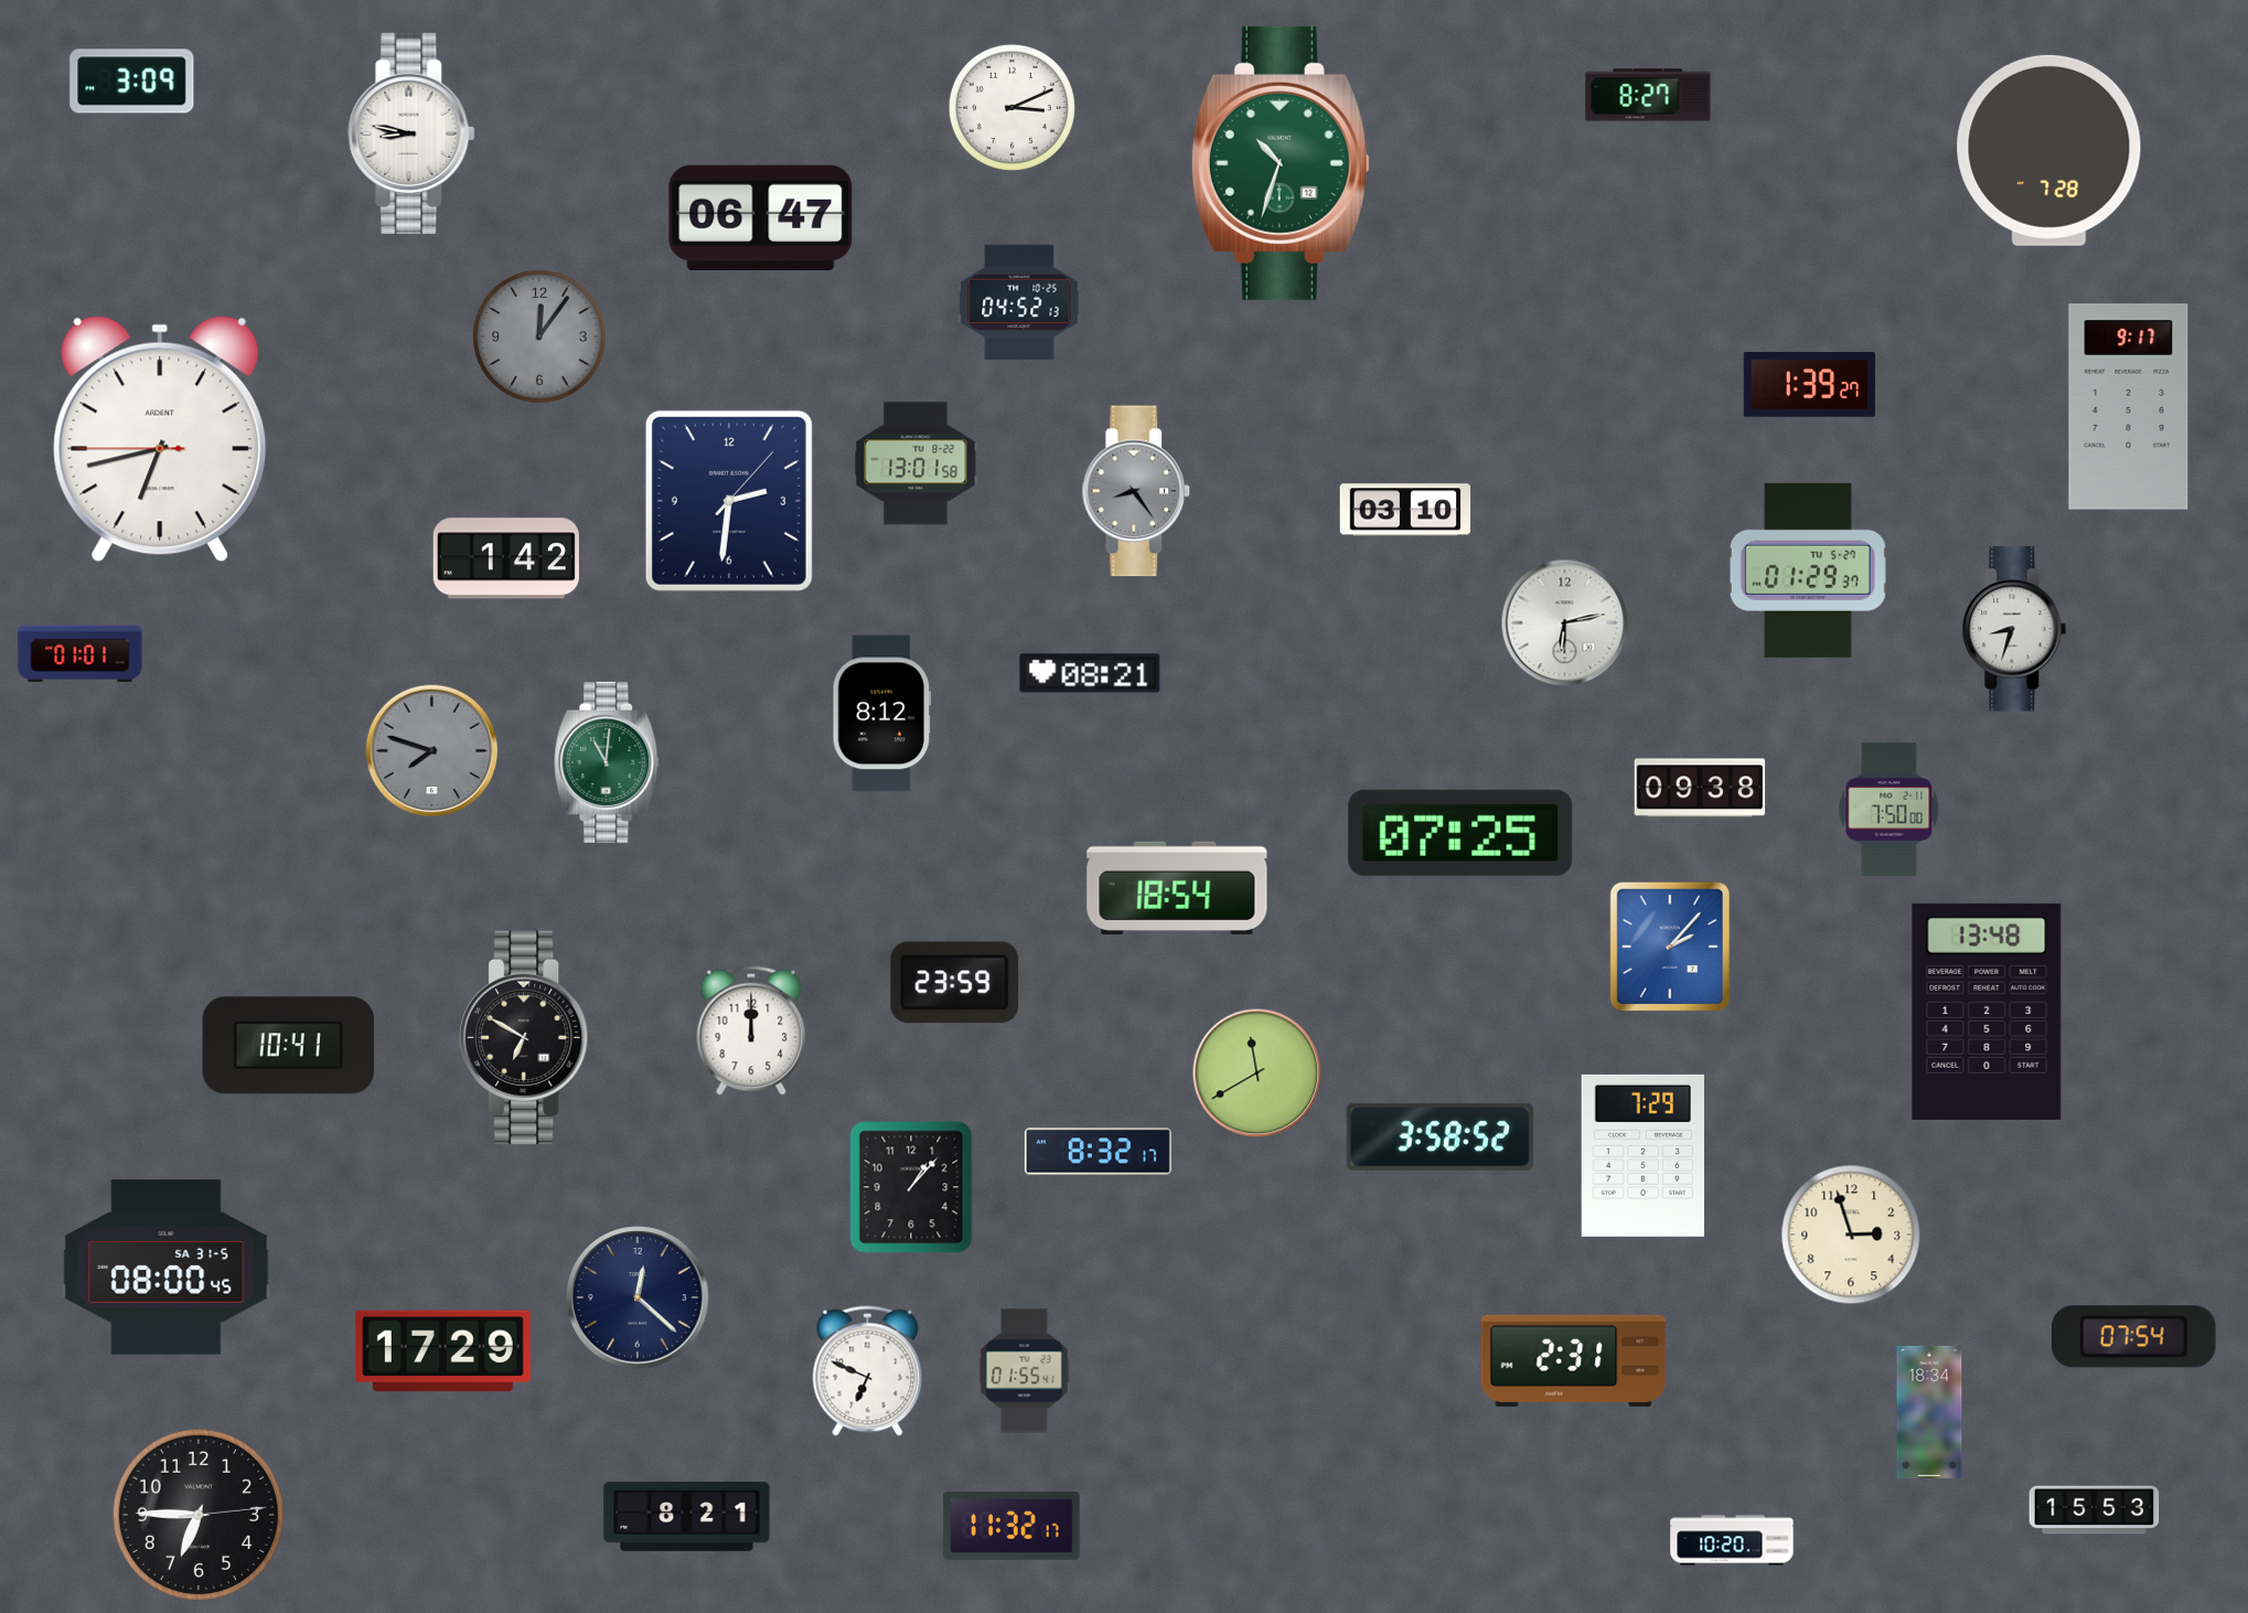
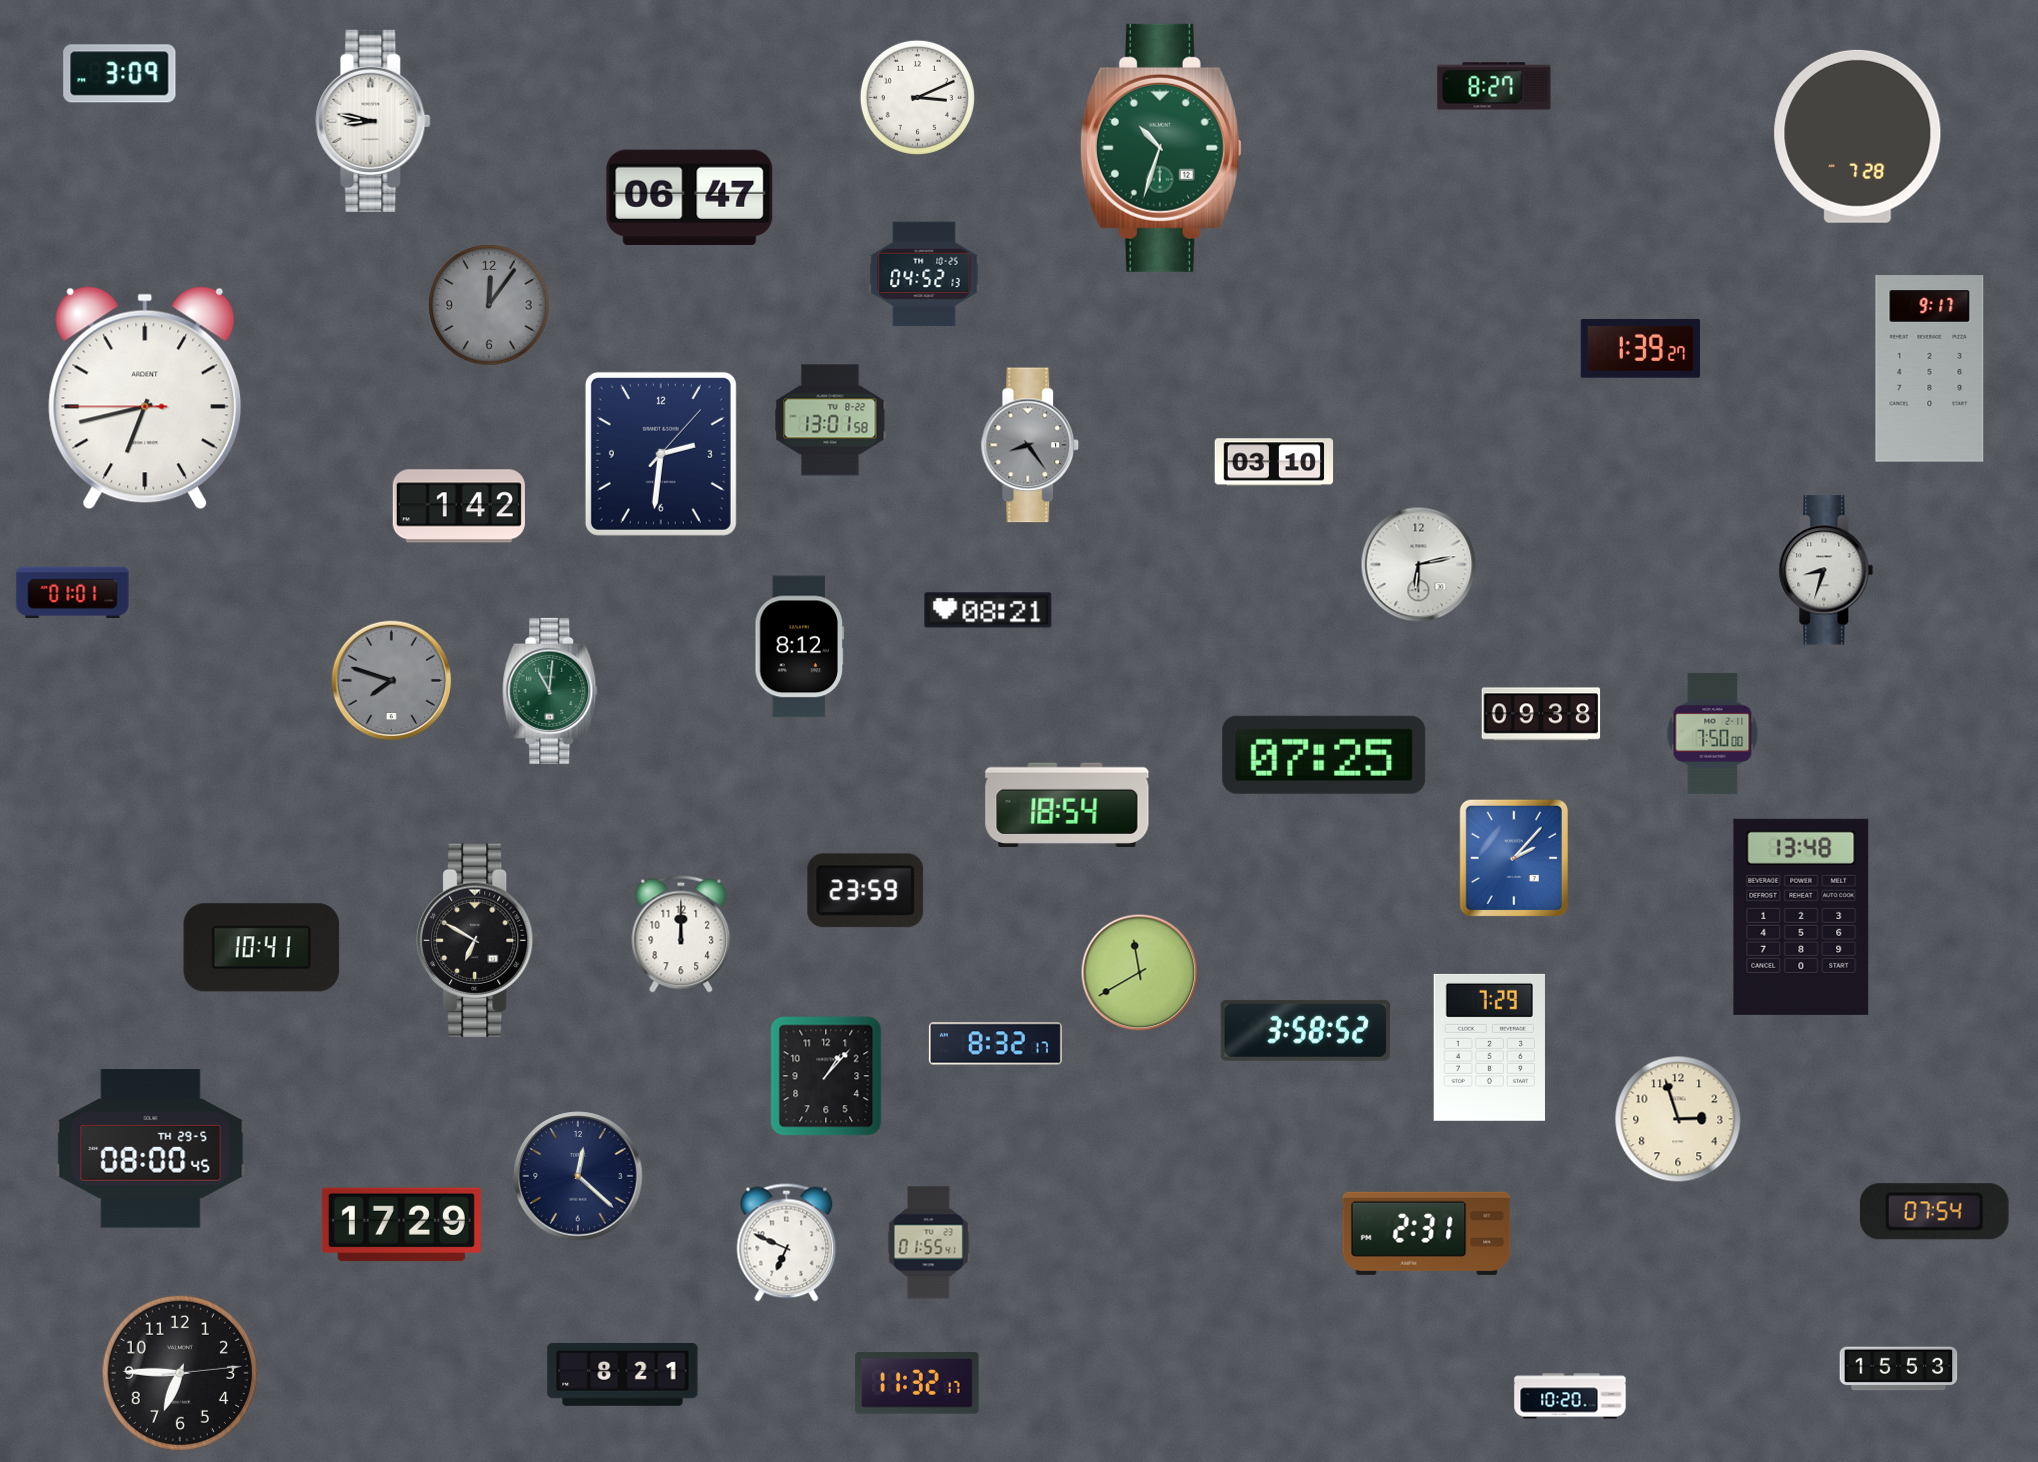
clock at (1808, 570): 01:29 -> none
clock at (167, 1268) date: SA 31-5 -> TH 29-5
clock at (1929, 1412): 18:34 -> none
